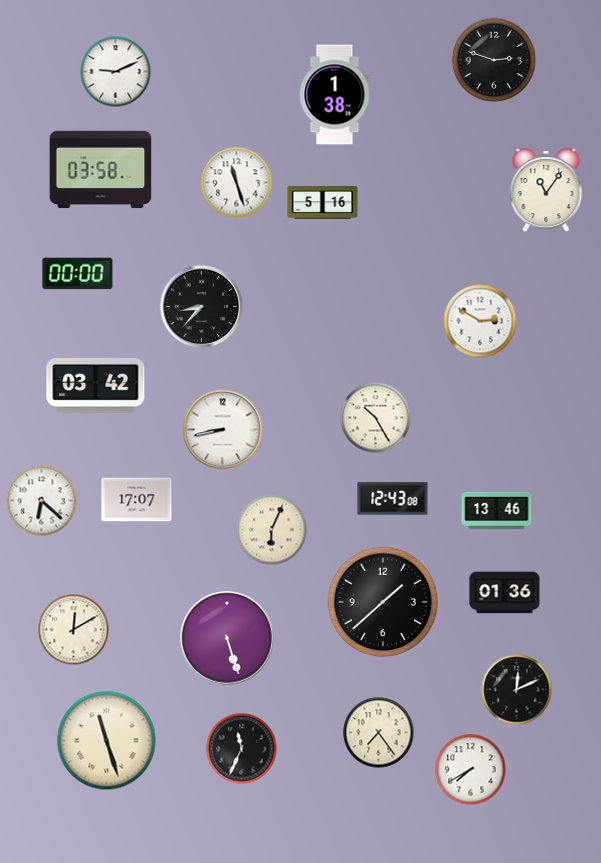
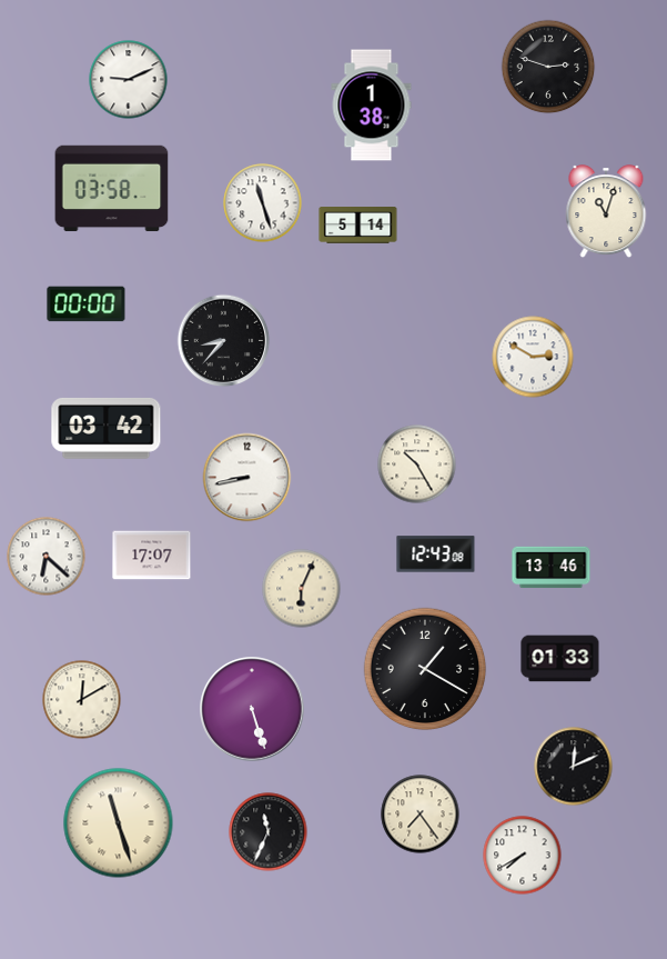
clock at (546, 191): 11:06 -> 11:03
clock at (323, 203): 5:16 -> 5:14
clock at (505, 593): 01:36 -> 01:33
clock at (383, 602): 1:38 -> 1:20
